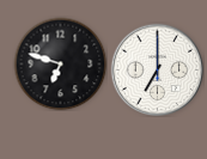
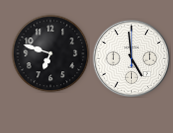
clock at (157, 69): 7:00 -> 4:59
